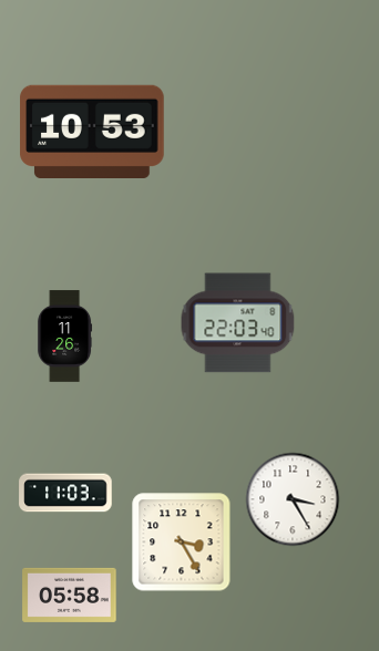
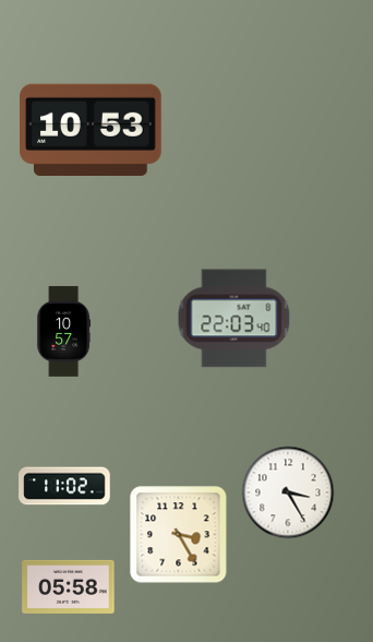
clock at (65, 337): 11:26 -> 10:57
clock at (65, 493): 11:03 -> 11:02
